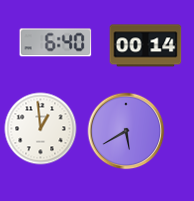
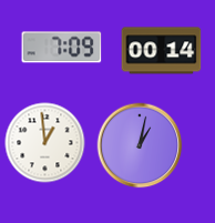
clock at (56, 43): 6:40 -> 7:09
clock at (126, 131): 5:40 -> 1:02
